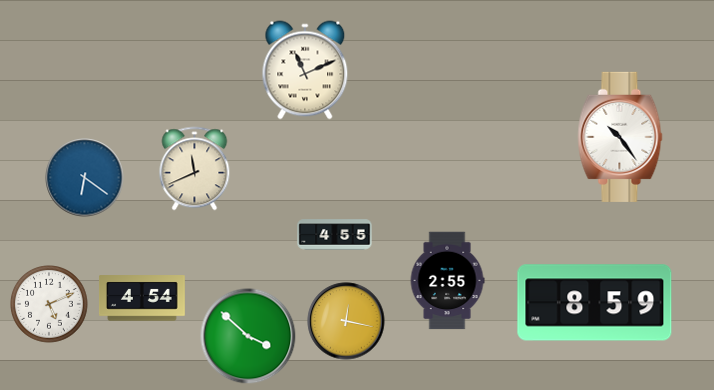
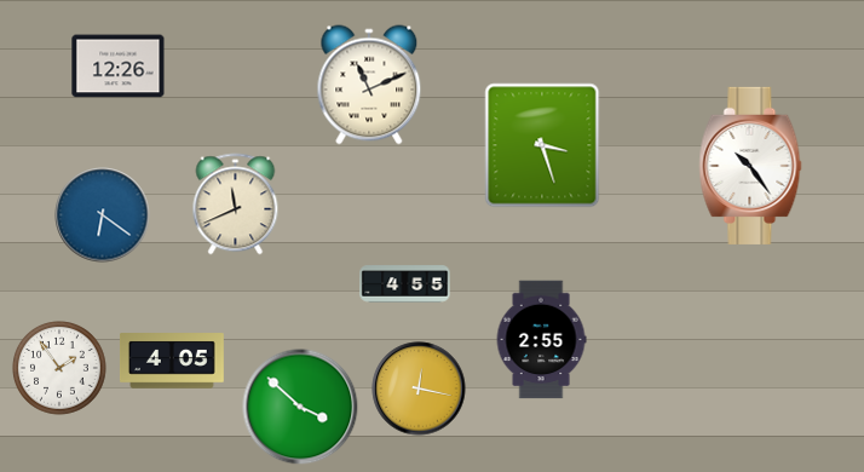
clock at (119, 67): none -> 12:26
clock at (542, 145): none -> 3:27
clock at (142, 298): 4:54 -> 4:05
clock at (595, 303): 8:59 -> none
clock at (49, 304): 5:11 -> 1:54
